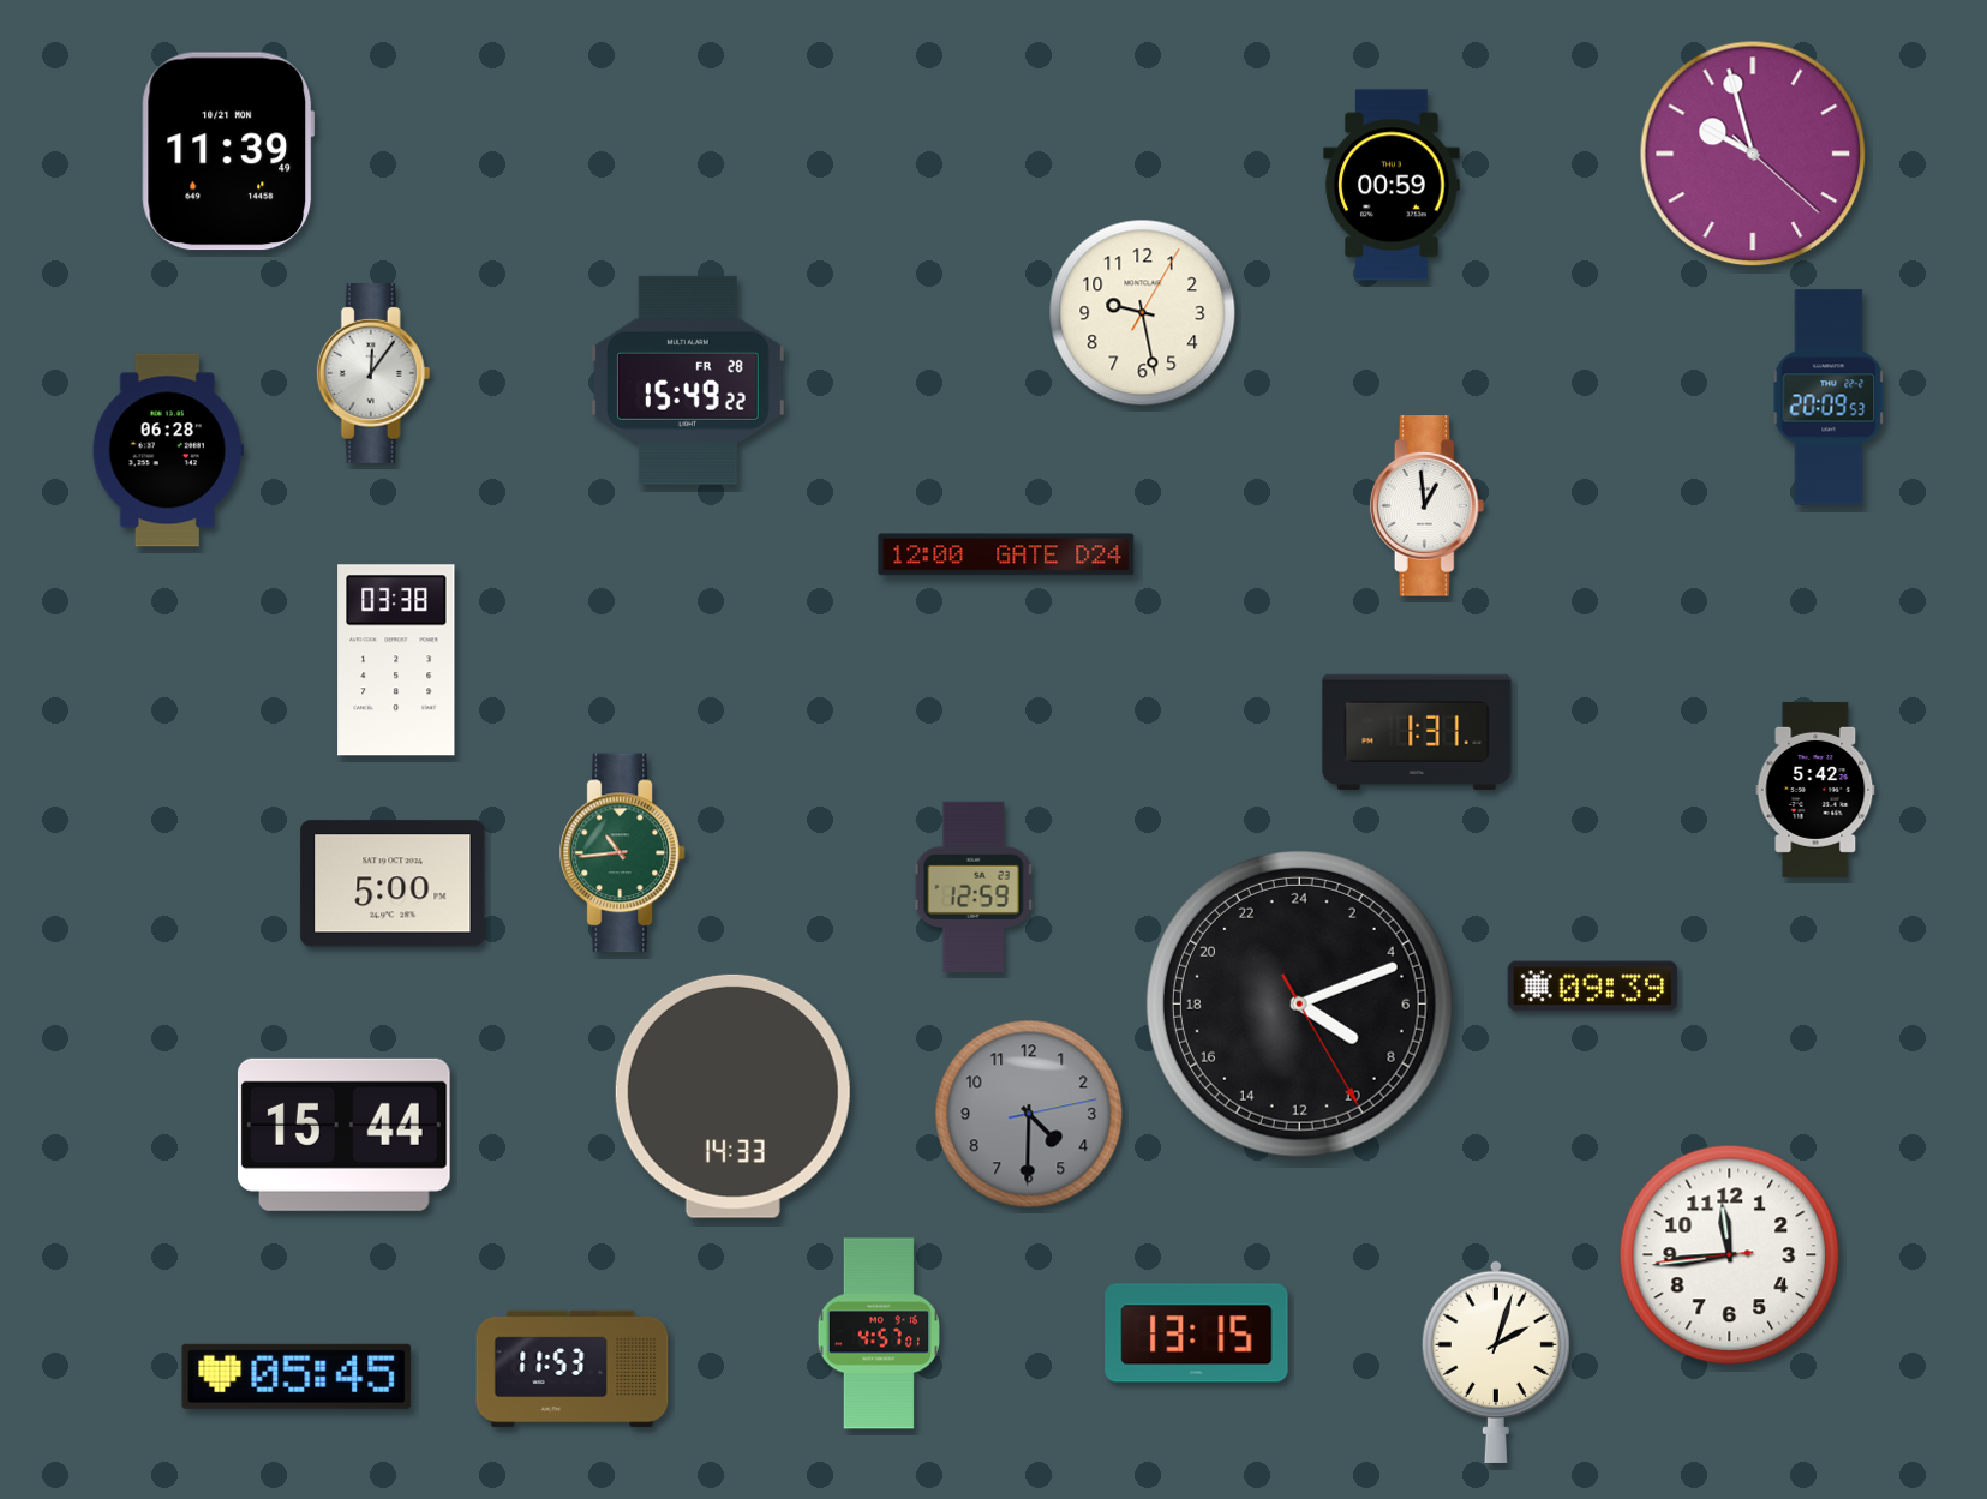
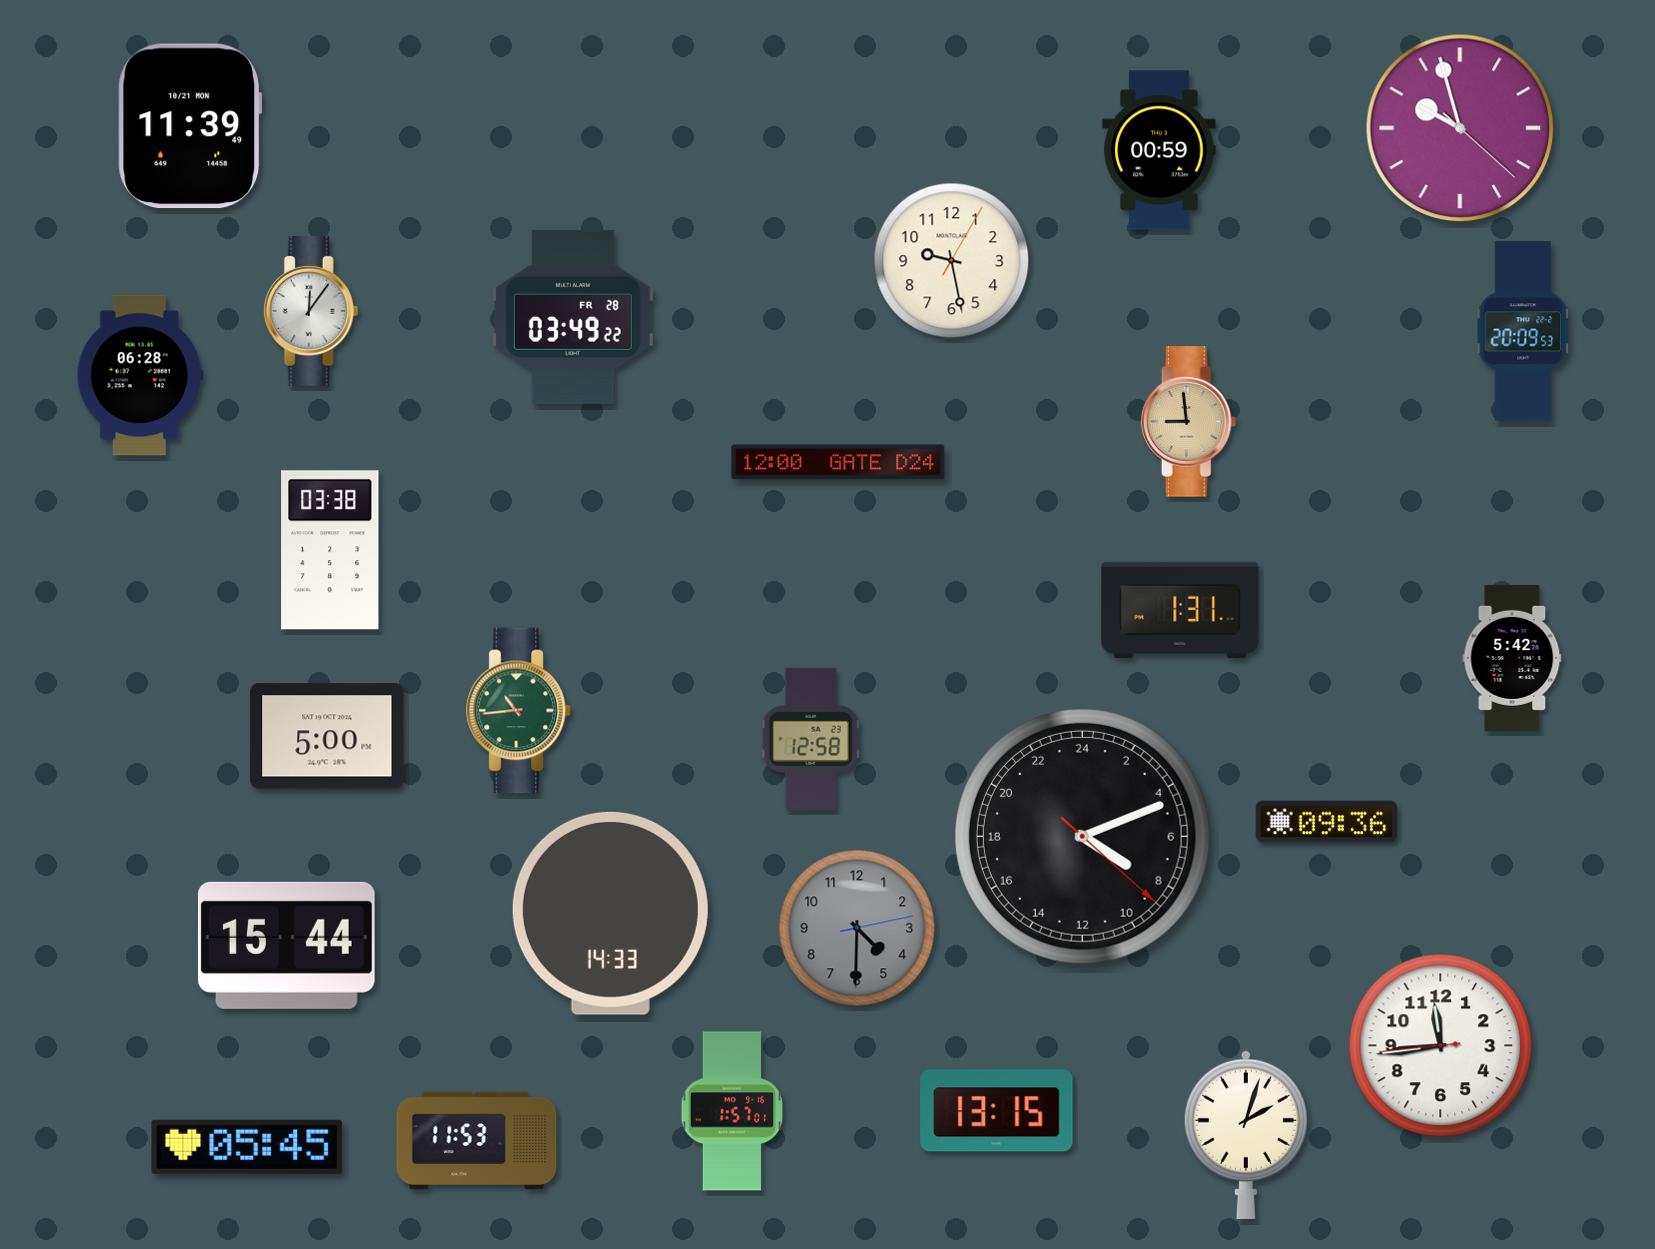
clock at (1392, 185) position: (1392, 185) -> (1159, 150)
clock at (688, 380): 15:49 -> 03:49
clock at (1428, 506): 12:59 -> 8:59
clock at (1428, 506) dial: white -> champagne
clock at (974, 886): 12:59 -> 12:58
clock at (1593, 987): 09:39 -> 09:36
clock at (1299, 1003): 8:11:25 -> 8:11:22
clock at (878, 1333): 4:57 -> 1:57
